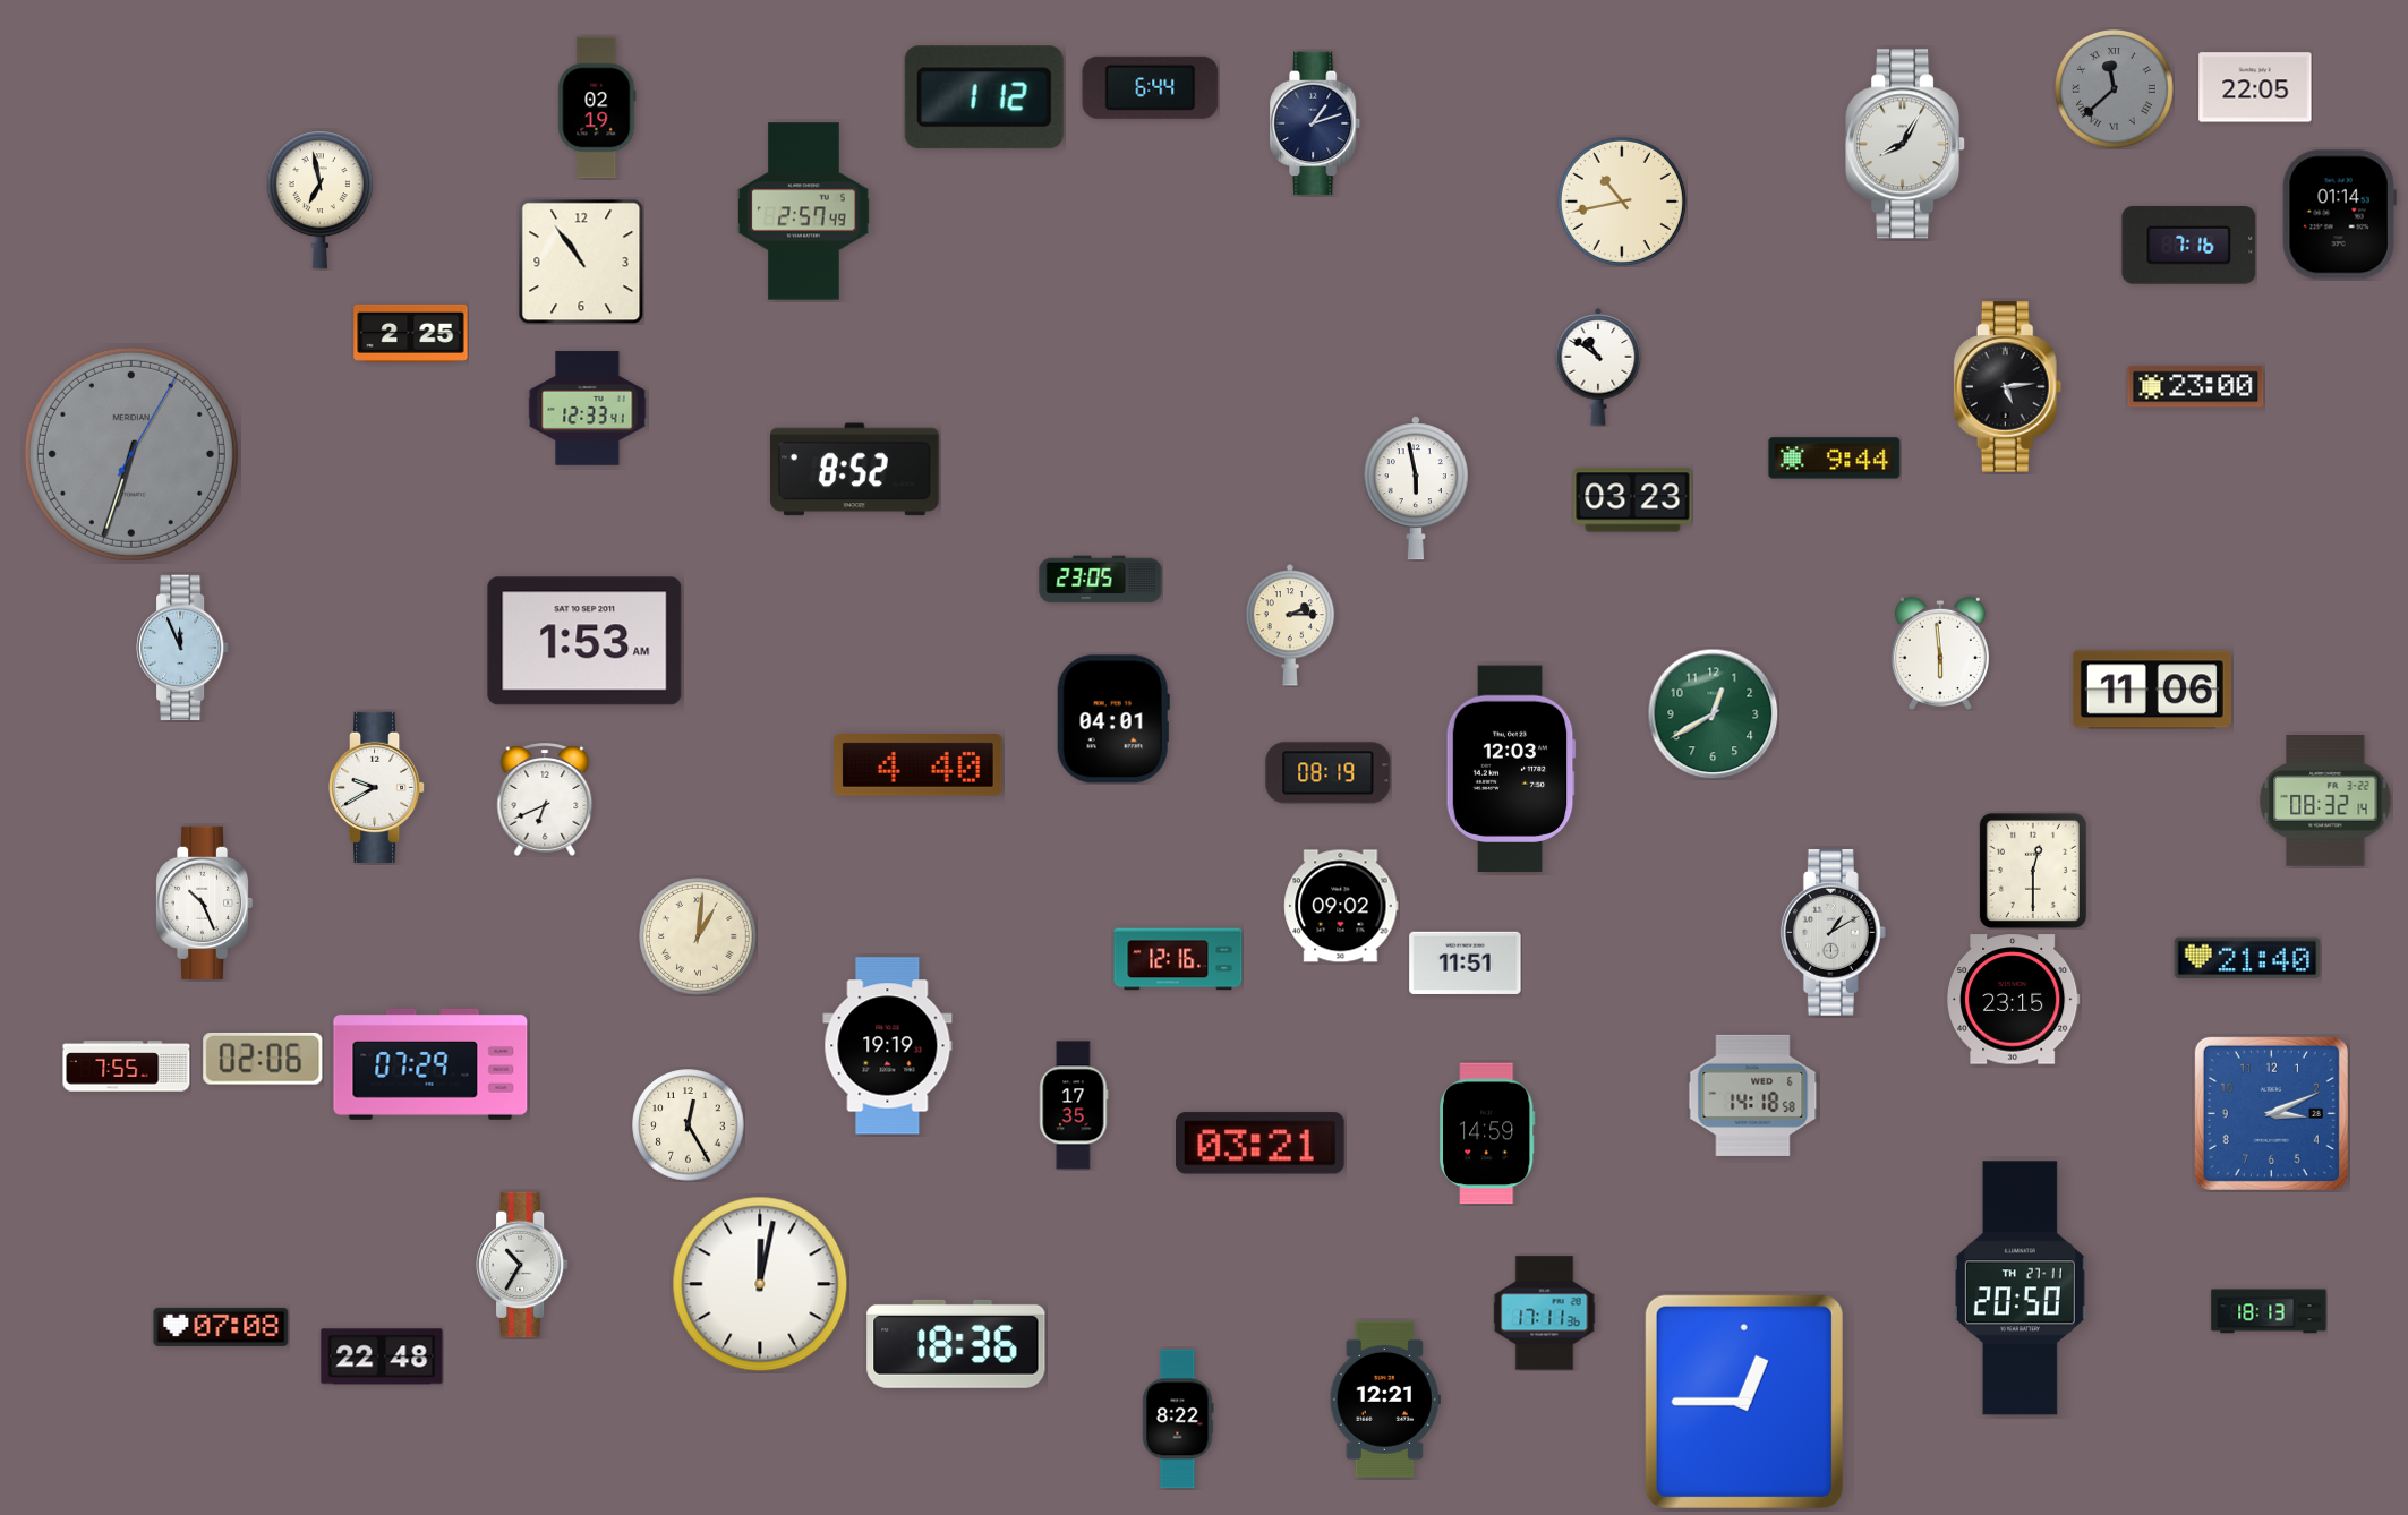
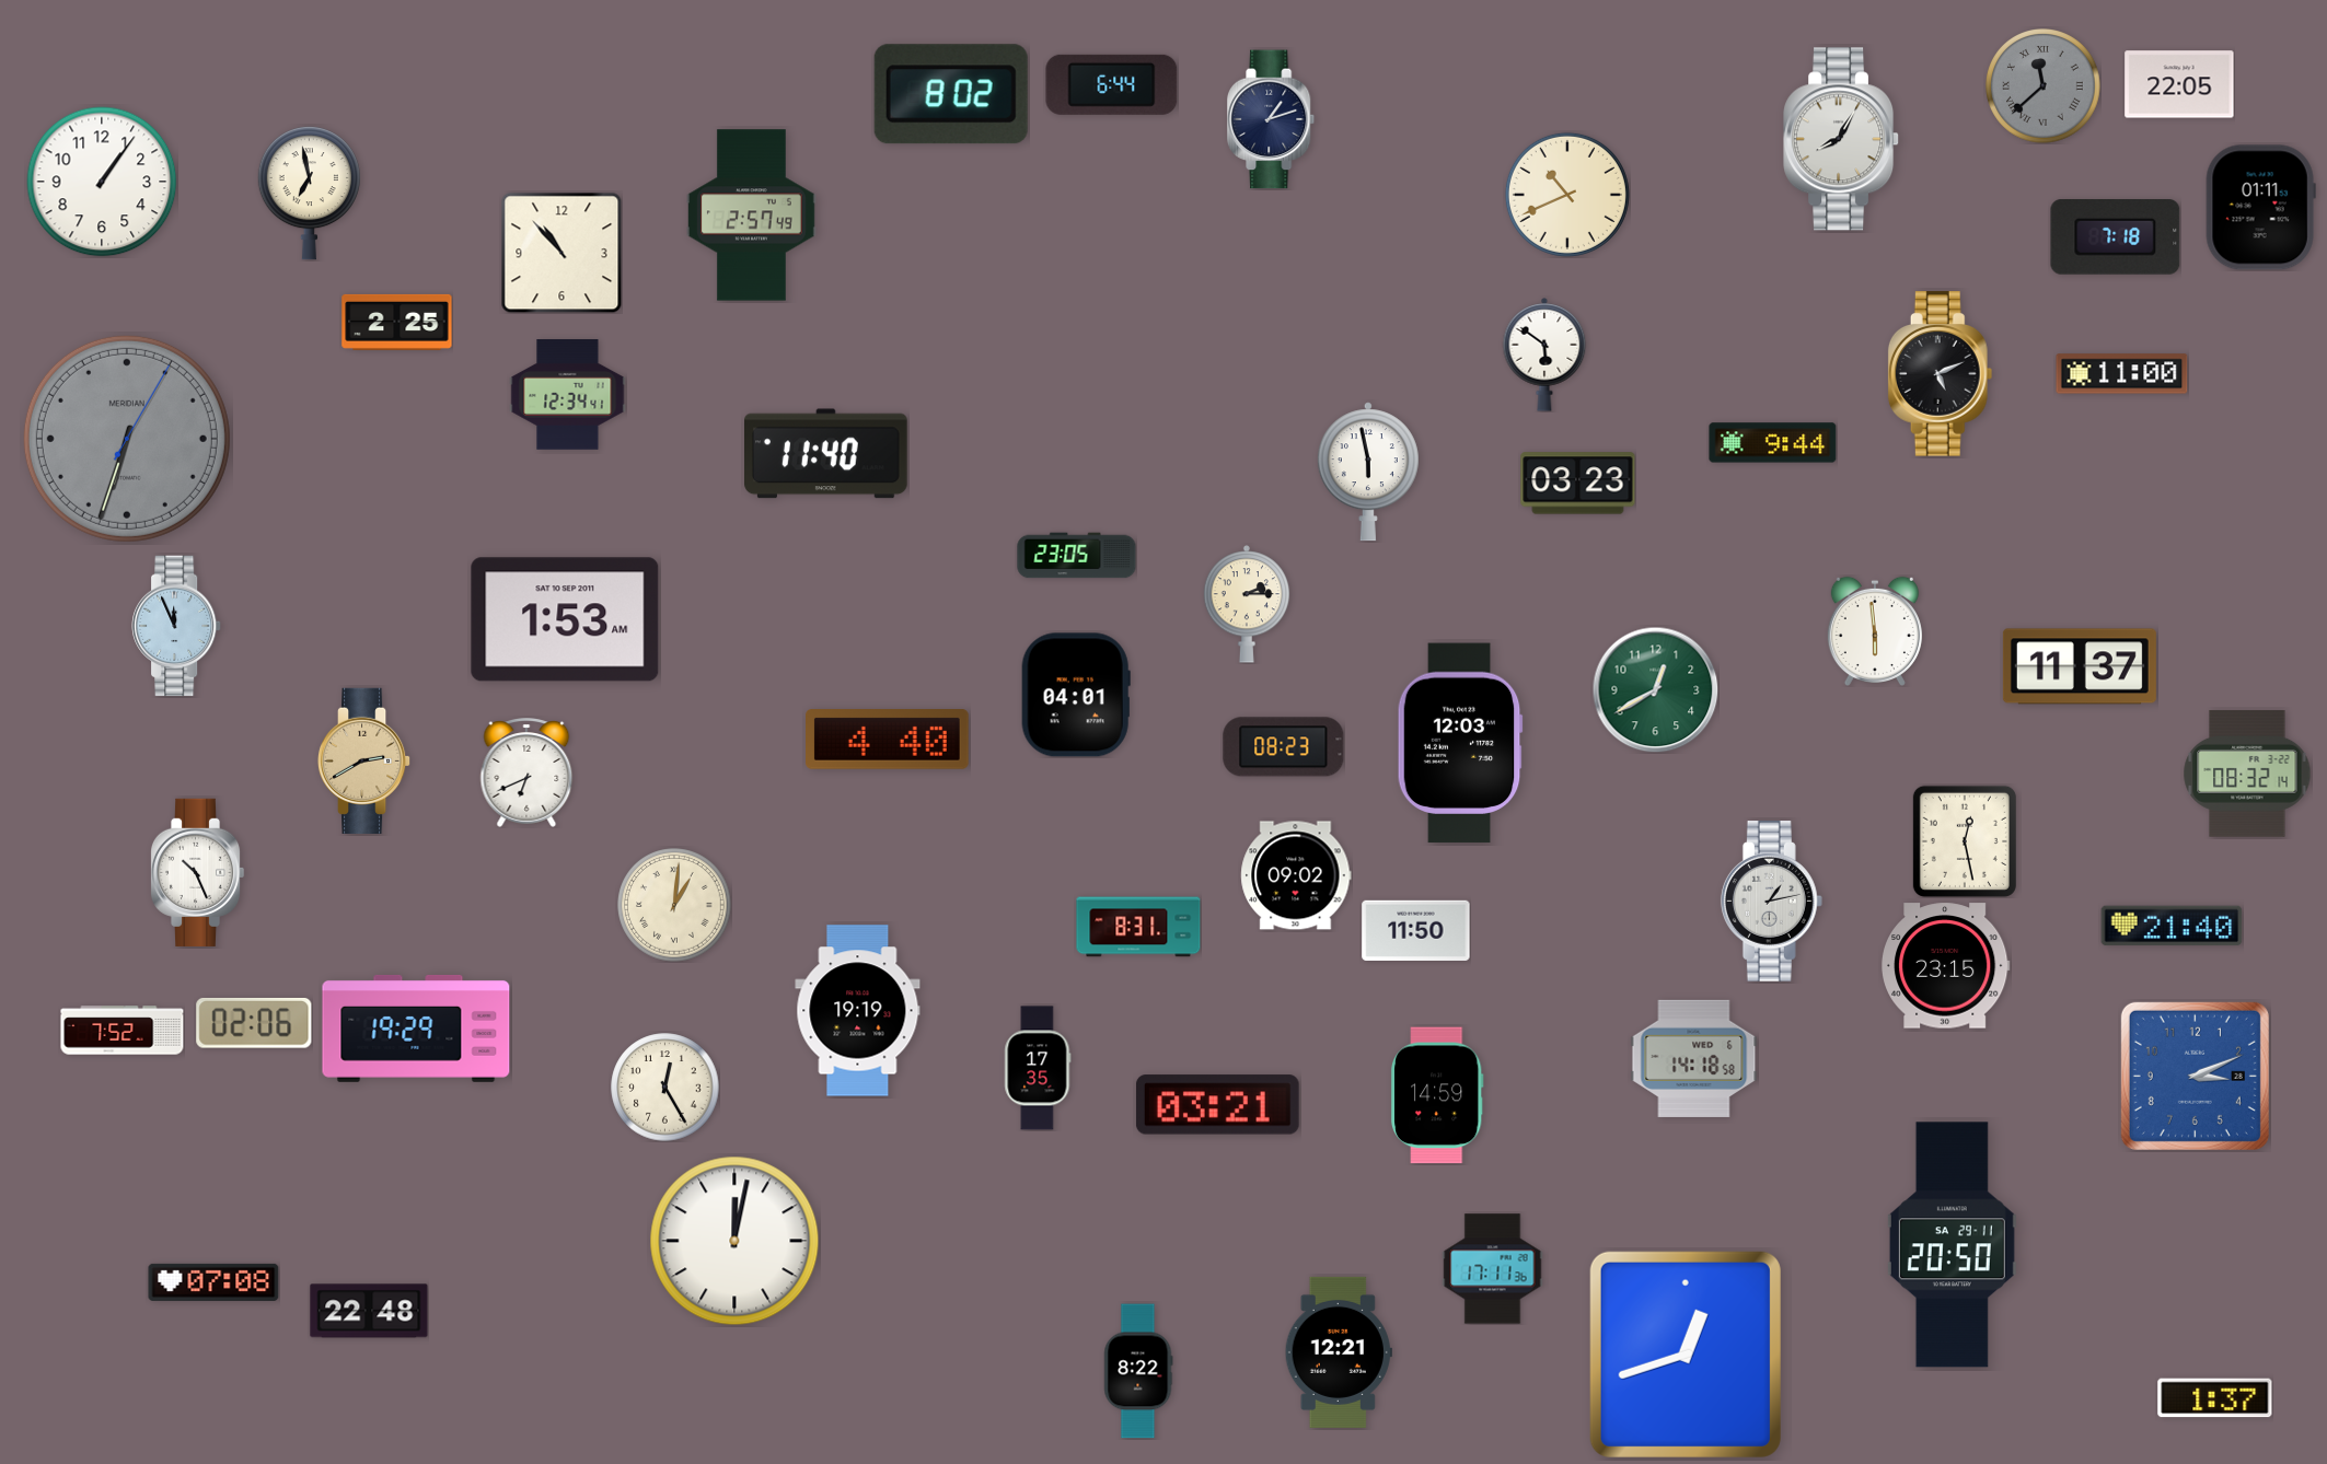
clock at (984, 97): 1:12 -> 8:02
clock at (597, 108): 02:19 -> none
clock at (102, 182): none -> 1:06
clock at (1622, 202): 10:43 -> 10:41
clock at (804, 212) position: (804, 212) -> (752, 216)
clock at (2339, 215): 01:14 -> 01:11
clock at (2189, 246): 7:16 -> 7:18
clock at (581, 262): 10:54 -> 10:53
clock at (1598, 367): 10:51 -> 5:51
clock at (2008, 387): 5:14 -> 5:11
clock at (2196, 387): 23:00 -> 11:00
clock at (588, 409): 12:33 -> 12:34
clock at (855, 470): 8:52 -> 11:40
clock at (1101, 580) position: (1101, 580) -> (1077, 556)
clock at (2152, 690): 11:06 -> 11:37
clock at (1329, 773): 08:19 -> 08:23
clock at (377, 787): 9:40 -> 2:40
clock at (377, 787) dial: white -> champagne
clock at (2033, 871): 12:30 -> 12:28
clock at (1833, 933): 1:10 -> 1:13
clock at (1178, 959): 12:16 -> 8:31
clock at (1466, 962): 11:51 -> 11:50
clock at (430, 1064): 07:29 -> 19:29
clock at (127, 1067): 7:55 -> 7:52
clock at (523, 1265): 10:35 -> none
clock at (2020, 1289) date: TH 27-11 -> SA 29-11
clock at (2269, 1311): 18:13 -> none
clock at (956, 1344): 18:36 -> none
clock at (1744, 1402): 12:45 -> 12:42
clock at (2215, 1398): none -> 1:37
